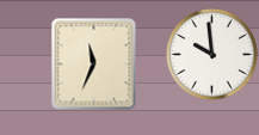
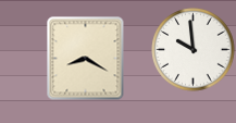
clock at (94, 65): 11:34 -> 8:20
